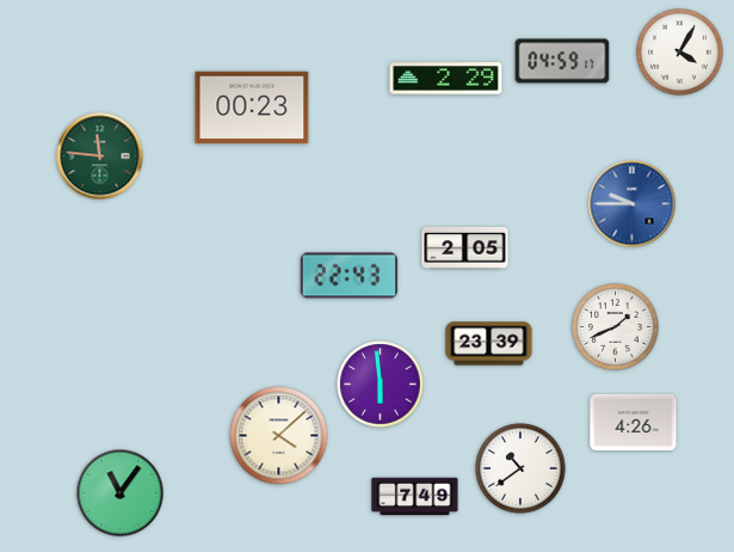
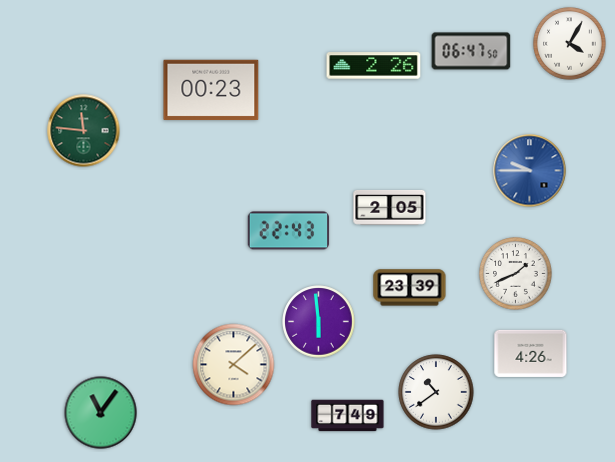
clock at (562, 61): 04:59 -> 06:47
clock at (446, 79): 2:29 -> 2:26
clock at (350, 276) position: (350, 276) -> (289, 231)
